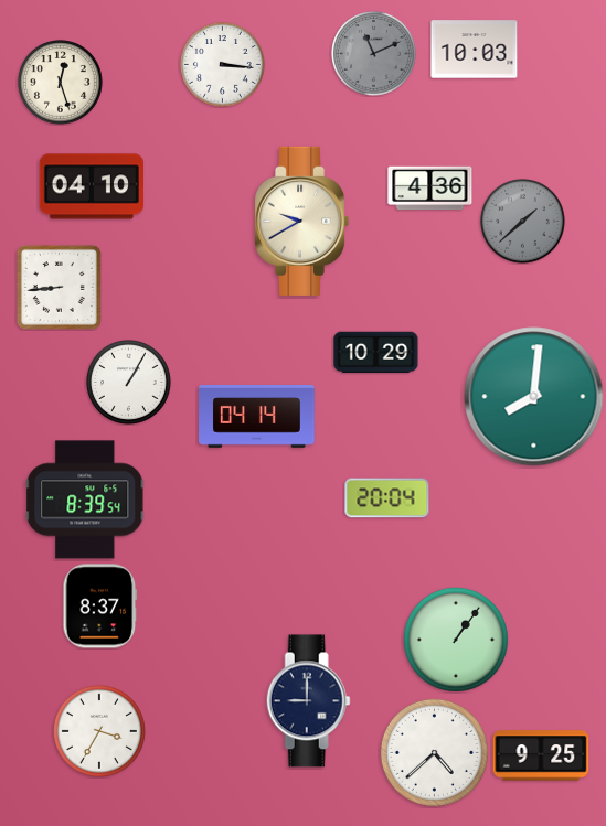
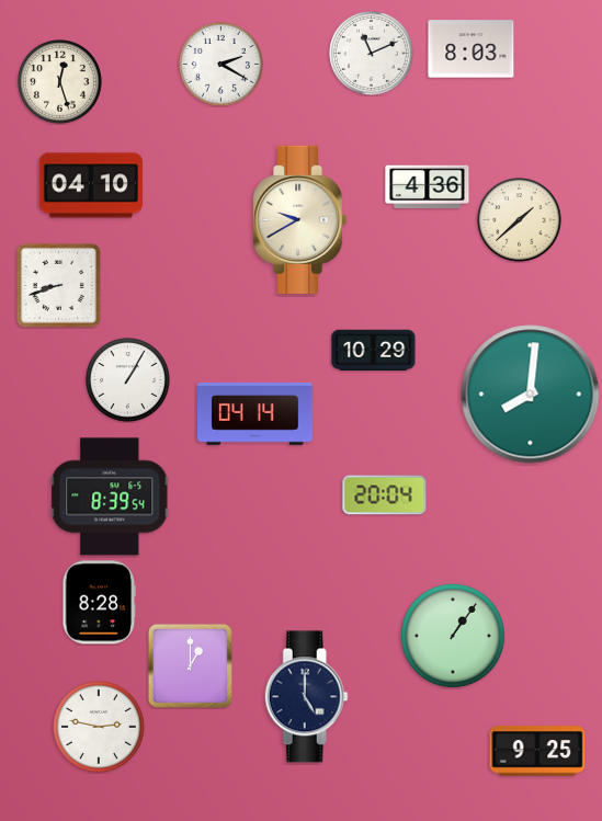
clock at (475, 50): 10:03 -> 8:03
clock at (374, 54) dial: grey -> white
clock at (223, 65): 3:16 -> 2:20
clock at (523, 222) dial: grey -> cream
clock at (59, 287): 8:44 -> 8:42
clock at (85, 500) position: (85, 500) -> (110, 497)
clock at (100, 607): 8:37 -> 8:28
clock at (190, 665): none -> 1:00
clock at (308, 701): 9:00 -> 5:00
clock at (99, 731): 3:35 -> 2:47
clock at (434, 752): 4:38 -> none
